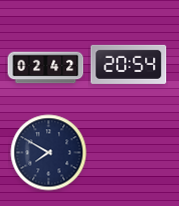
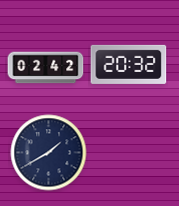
clock at (129, 64): 20:54 -> 20:32
clock at (49, 153): 7:50 -> 1:40
